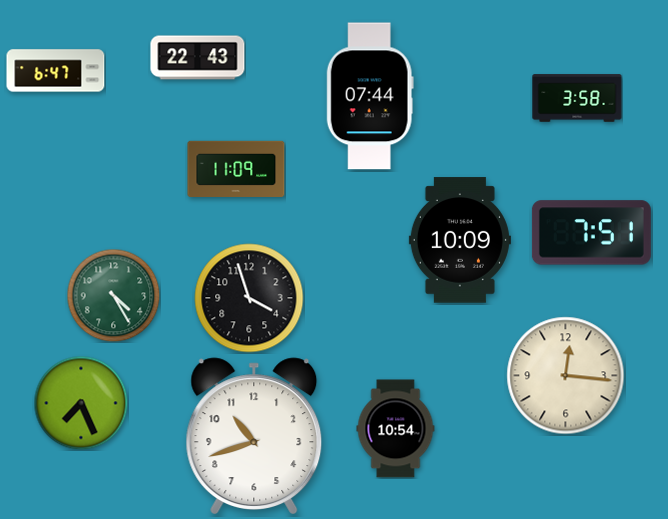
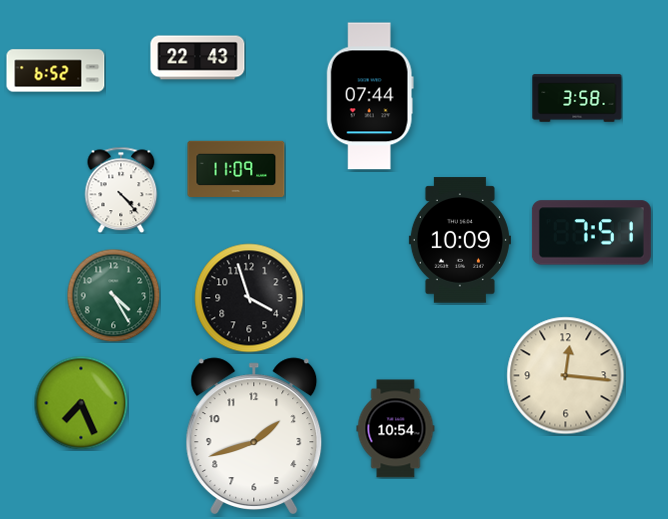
clock at (56, 71): 6:47 -> 6:52
clock at (121, 190): none -> 4:23
clock at (254, 436): 10:42 -> 1:42
